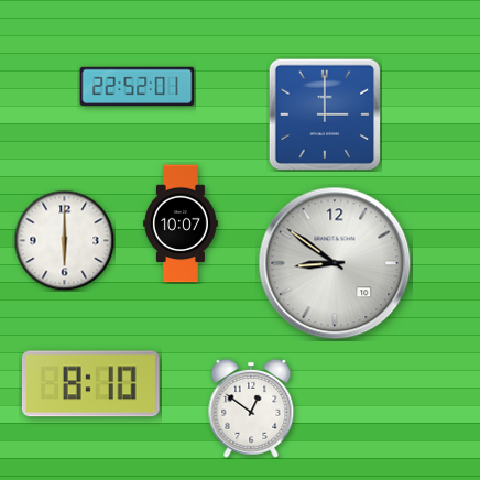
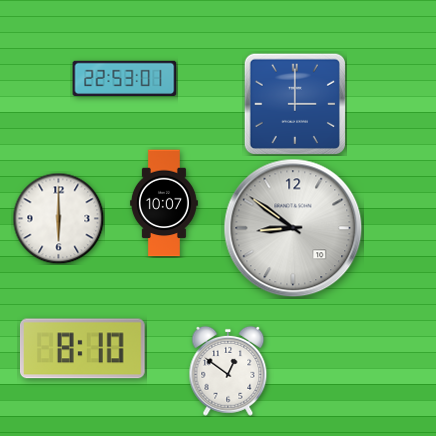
clock at (138, 86): 22:52 -> 22:53
clock at (335, 263) position: (335, 263) -> (293, 228)
